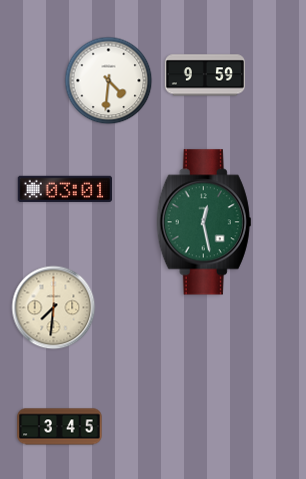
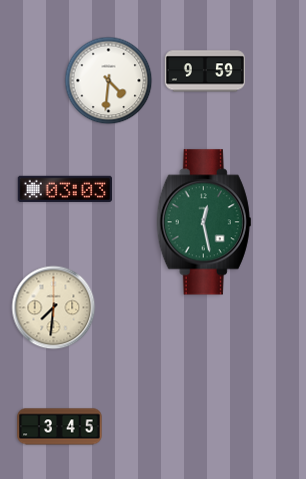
clock at (205, 75) position: (205, 75) -> (205, 71)
clock at (64, 188): 03:01 -> 03:03
